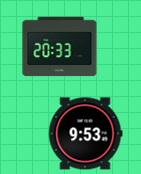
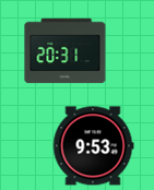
clock at (60, 47): 20:33 -> 20:31
